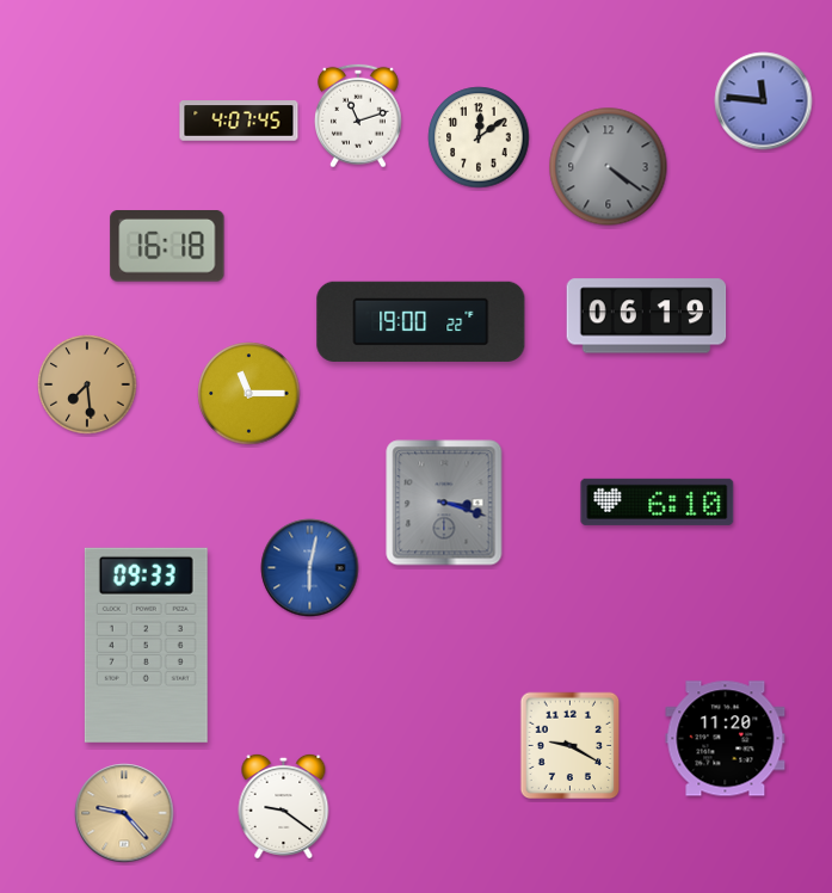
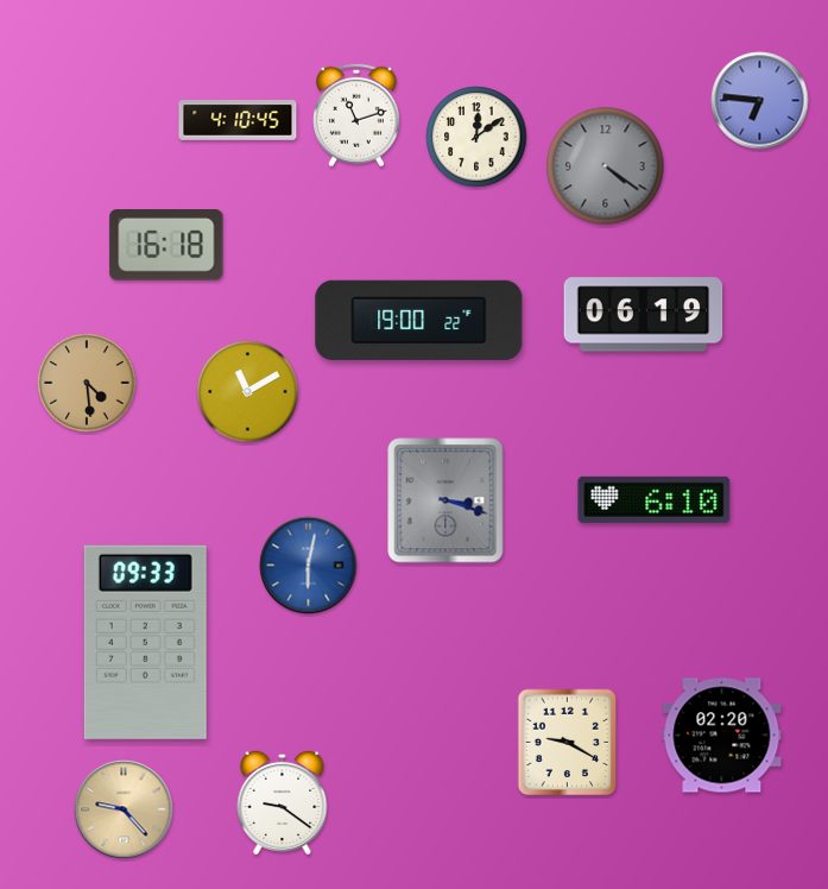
clock at (764, 101): 11:46 -> 6:46
clock at (239, 121): 4:07 -> 4:10
clock at (87, 384): 7:29 -> 4:29
clock at (249, 394): 11:15 -> 11:10
clock at (444, 503) position: (444, 503) -> (445, 500)
clock at (726, 739): 11:20 -> 02:20
